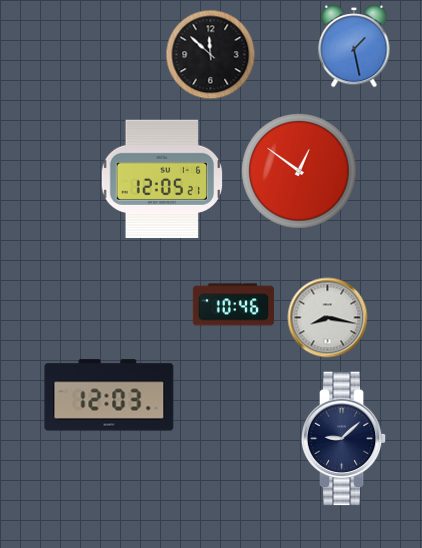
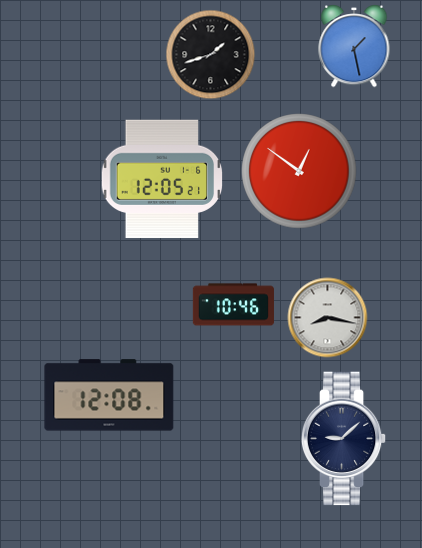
clock at (211, 55): 11:52 -> 1:42
clock at (109, 395): 12:03 -> 12:08
